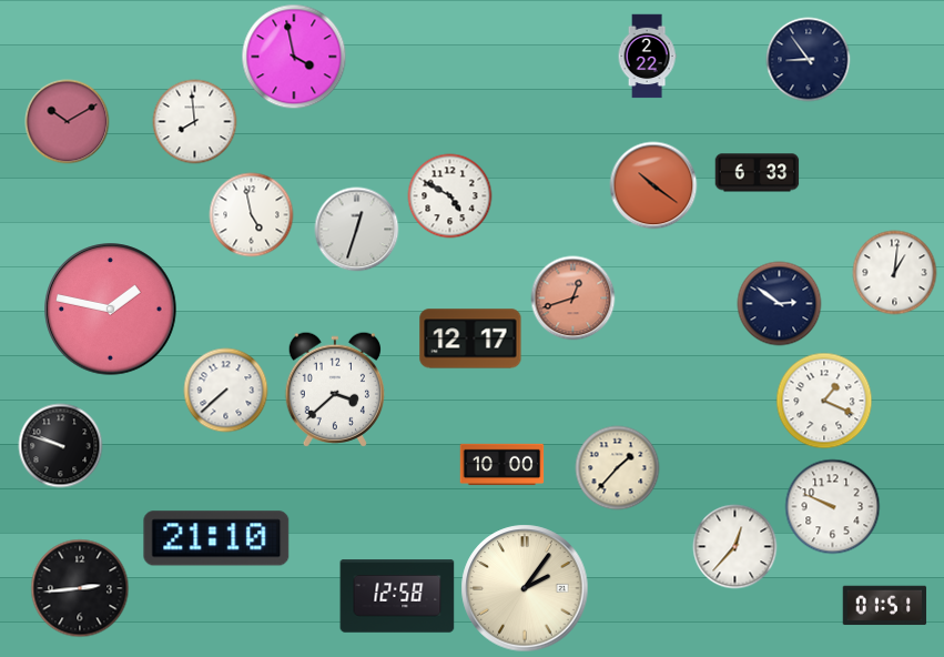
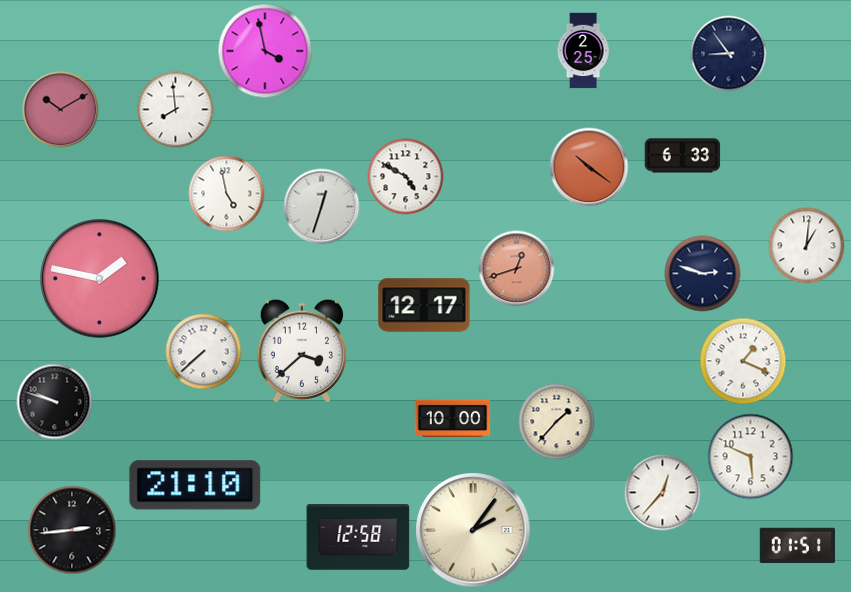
clock at (647, 57): 2:22 -> 2:25
clock at (780, 304): 2:51 -> 2:48
clock at (833, 507): 9:49 -> 5:49
